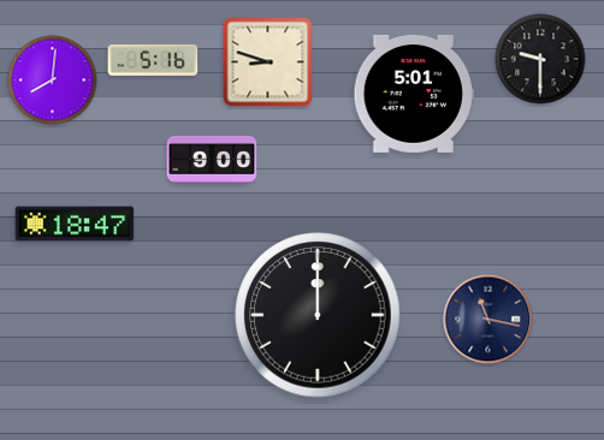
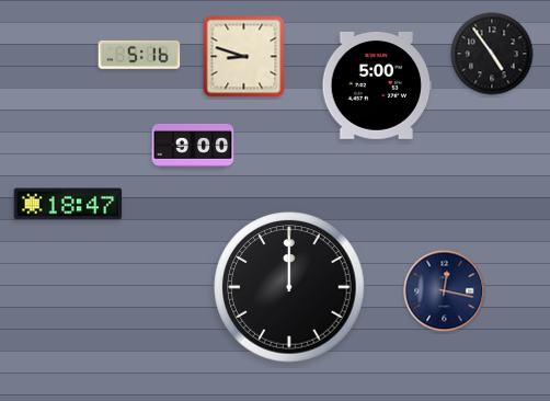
clock at (540, 59): 9:30 -> 4:54
clock at (53, 81): 8:01 -> none
clock at (413, 94): 5:01 -> 5:00
clock at (488, 320): 11:17 -> 12:17
